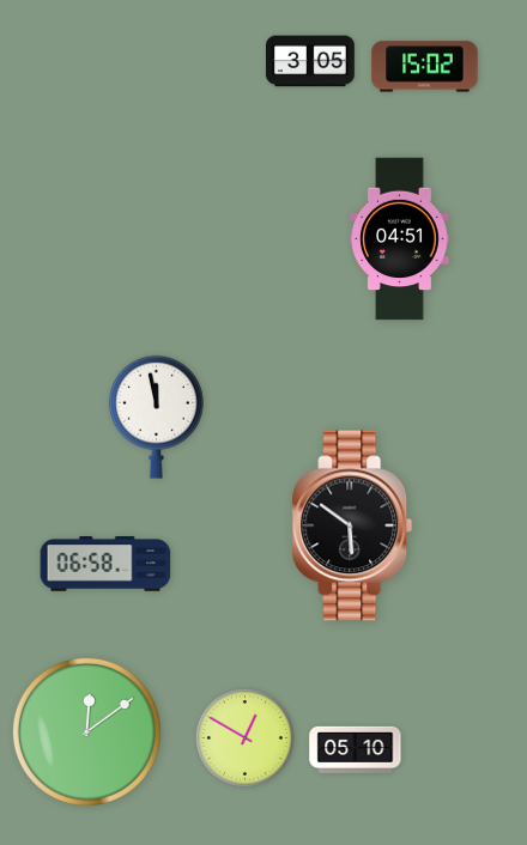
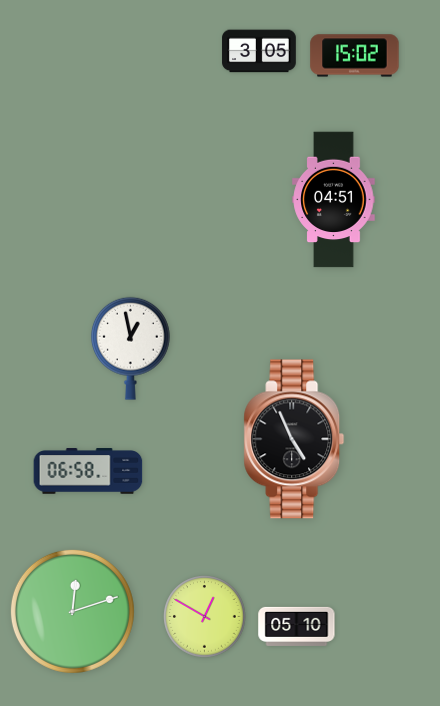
clock at (156, 417): 11:58 -> 12:58
clock at (352, 525): 5:51 -> 4:56
clock at (86, 731): 12:09 -> 12:12
